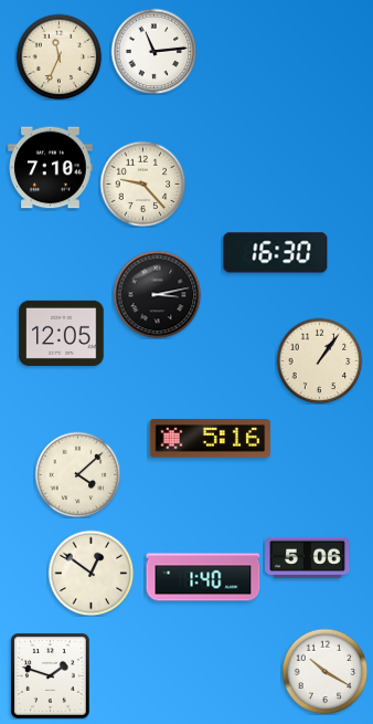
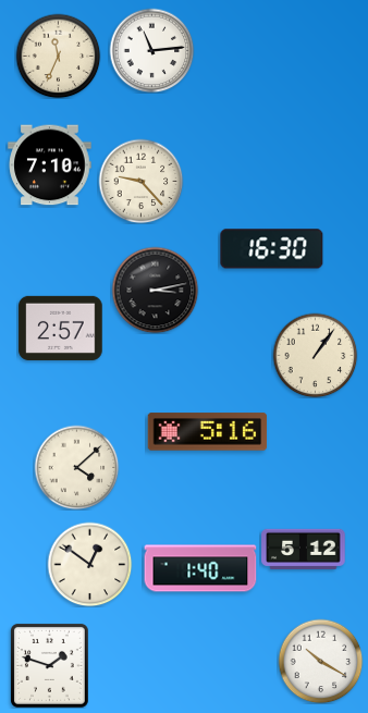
clock at (62, 333): 12:05 -> 2:57
clock at (308, 557): 5:06 -> 5:12
